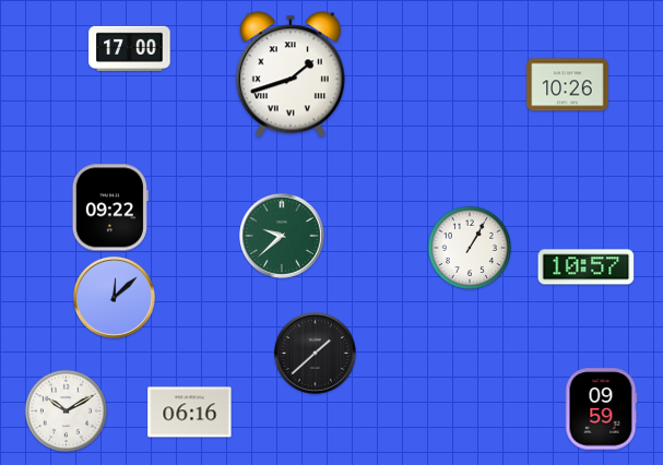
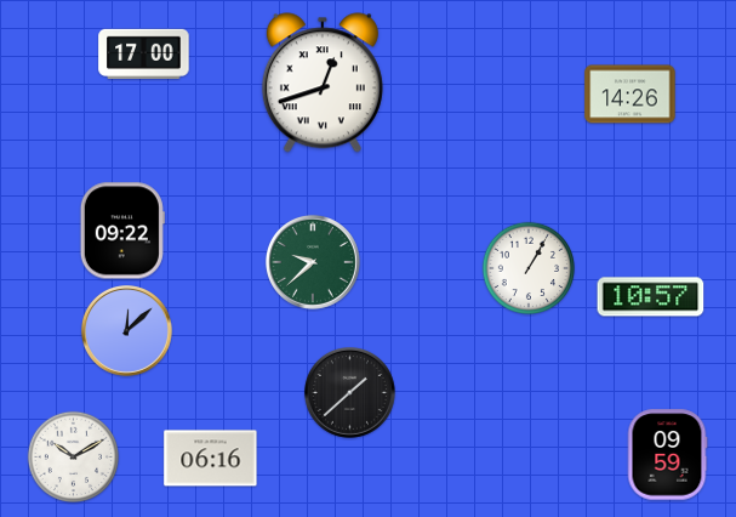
clock at (291, 74): 1:42 -> 12:42
clock at (568, 85): 10:26 -> 14:26
clock at (469, 247) position: (469, 247) -> (527, 267)
